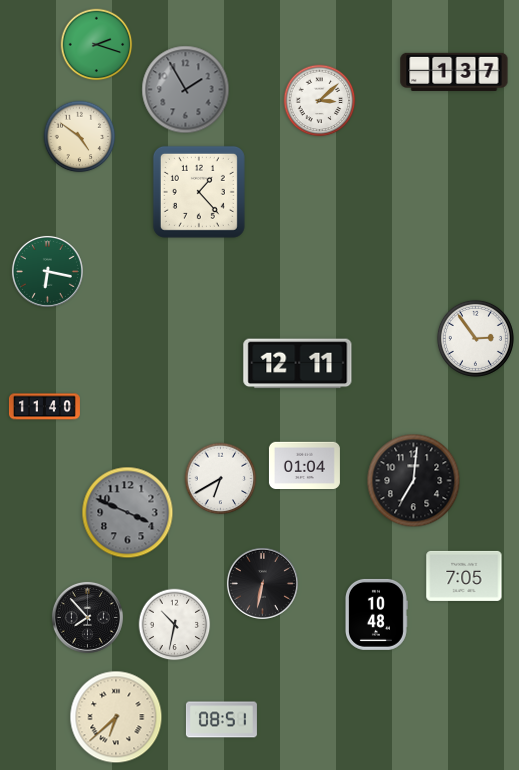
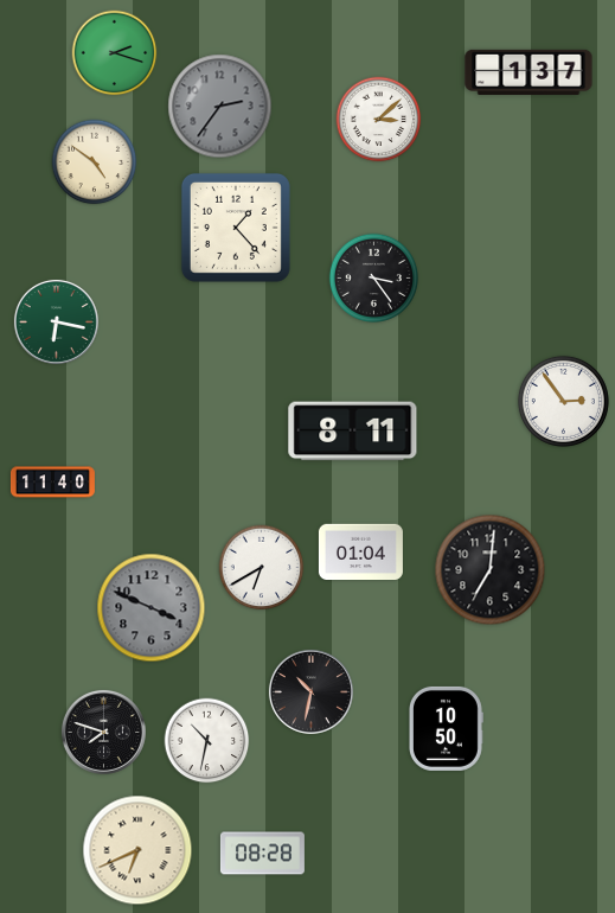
clock at (454, 71) position: (454, 71) -> (528, 71)
clock at (186, 90): 1:55 -> 2:36
clock at (373, 277): none -> 3:24
clock at (298, 364): 12:11 -> 8:11
clock at (464, 576): 7:05 -> none
clock at (262, 583): 6:32 -> 10:32
clock at (377, 614): 10:48 -> 10:50
clock at (87, 617): 7:53 -> 7:48
clock at (116, 717): 6:38 -> 6:41
clock at (221, 720): 08:51 -> 08:28
